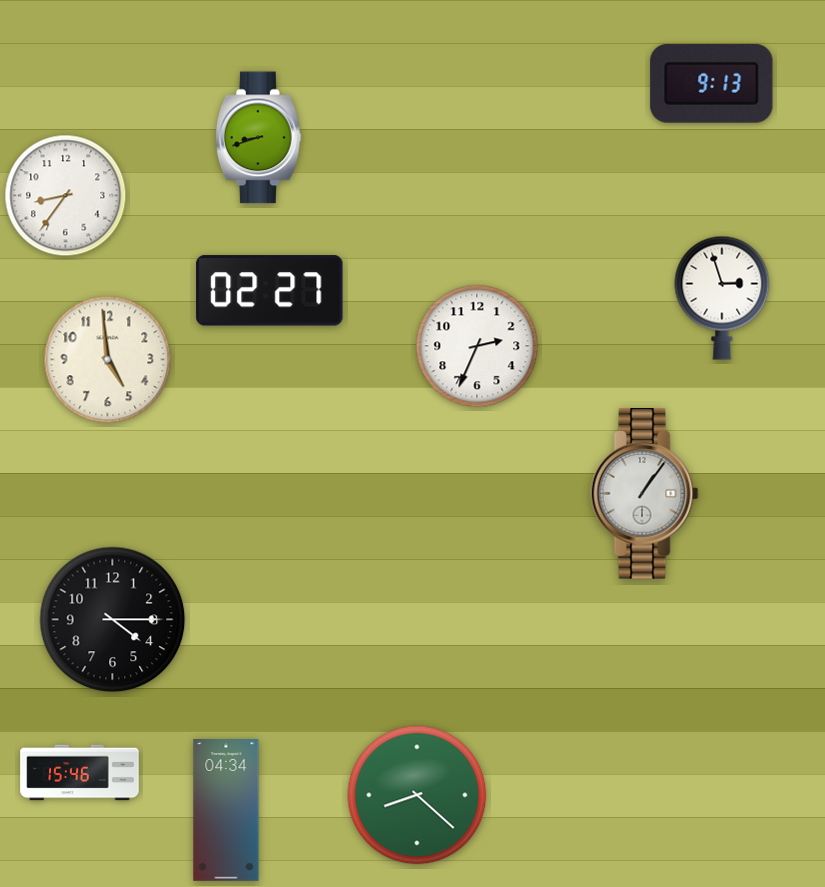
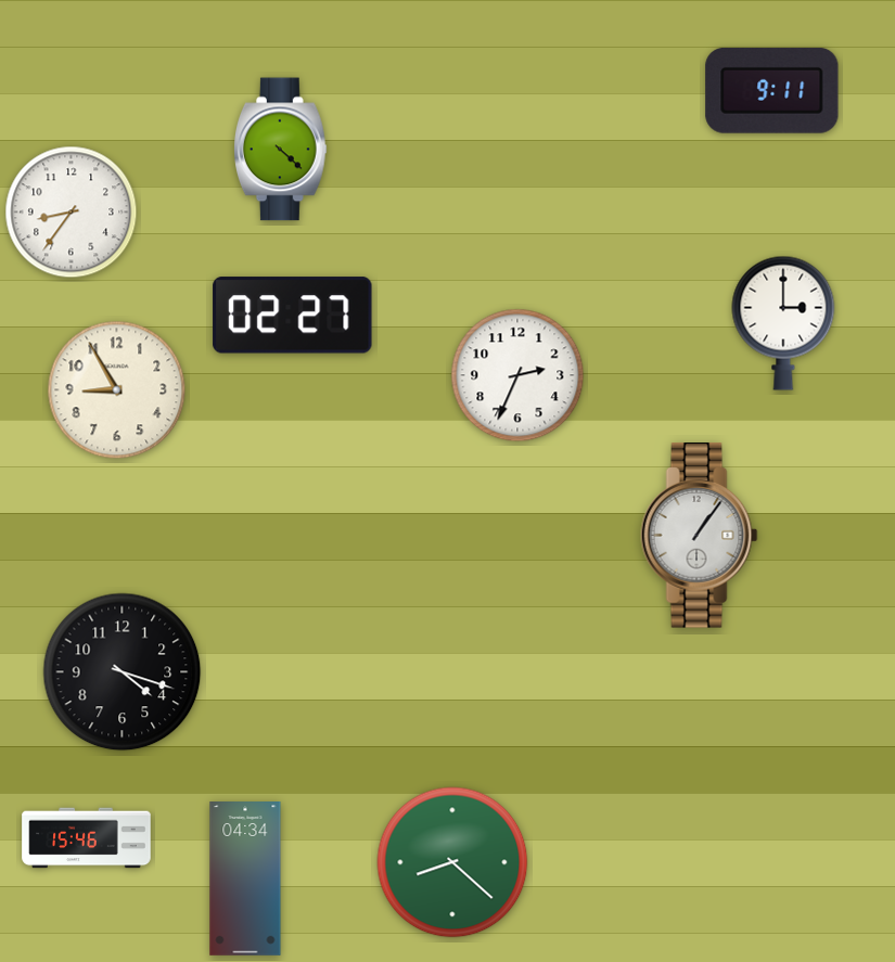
clock at (712, 83): 9:13 -> 9:11
clock at (259, 138): 8:42 -> 4:22
clock at (722, 298): 2:57 -> 3:00
clock at (108, 360): 4:59 -> 8:55
clock at (113, 620): 4:15 -> 4:18
